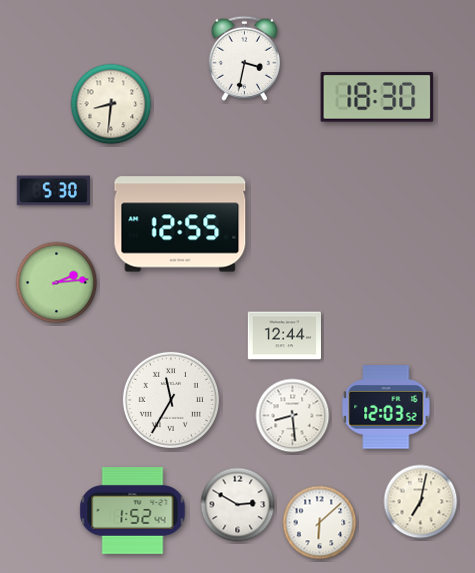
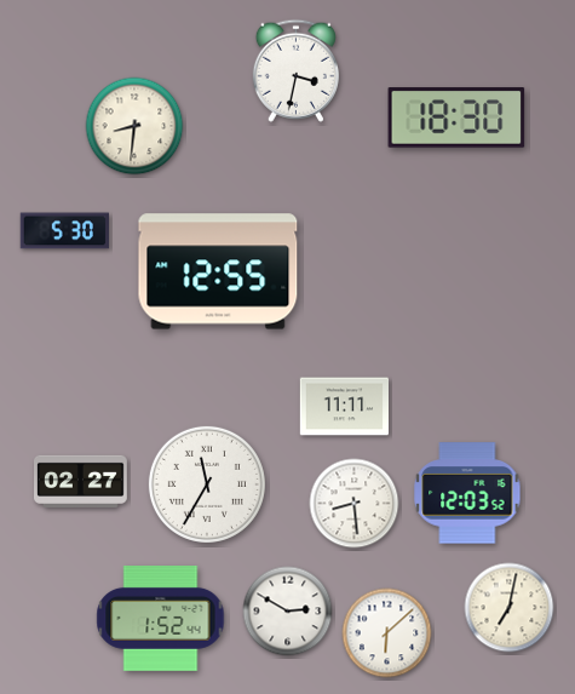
clock at (57, 283): 2:14 -> none
clock at (285, 336): 12:44 -> 11:11
clock at (81, 481): none -> 02:27
